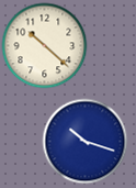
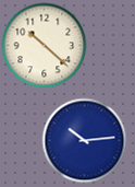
clock at (84, 141): 10:18 -> 10:14
